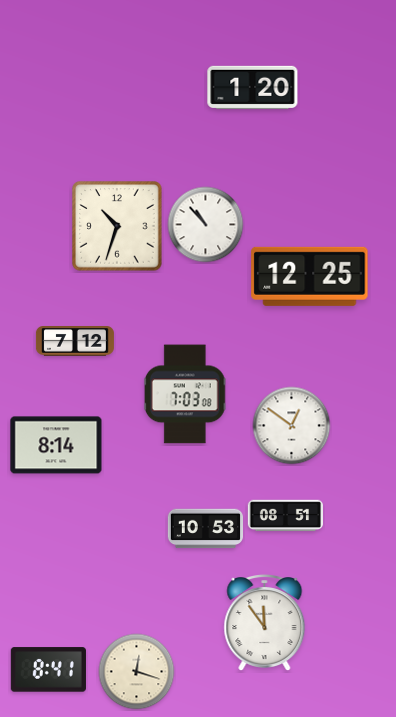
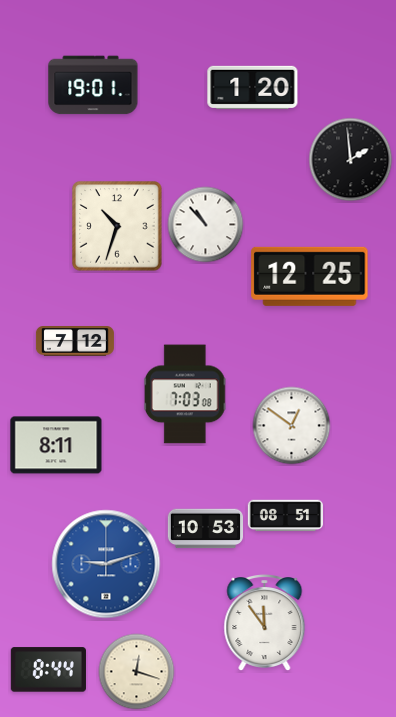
clock at (93, 85): none -> 19:01
clock at (351, 160): none -> 1:59
clock at (56, 445): 8:14 -> 8:11
clock at (106, 564): none -> 9:12
clock at (48, 670): 8:41 -> 8:44
